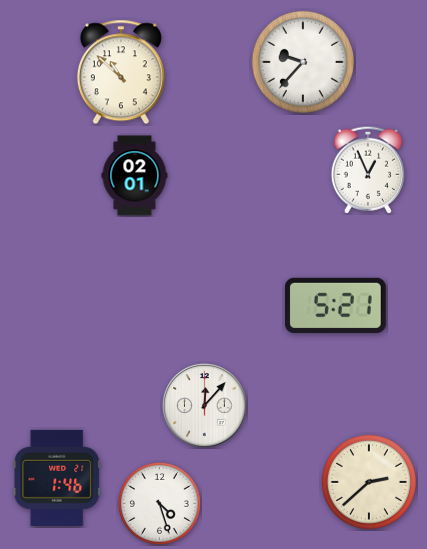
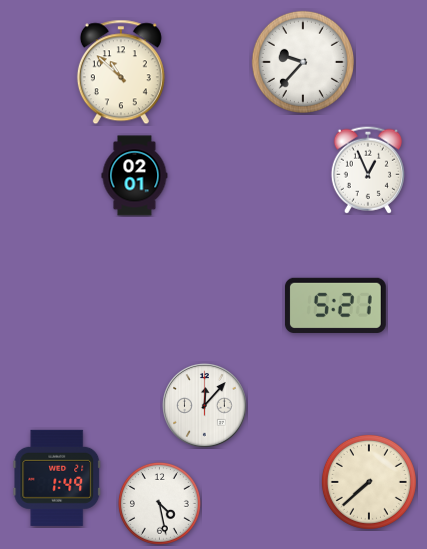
clock at (57, 478): 1:46 -> 1:49
clock at (369, 482): 2:38 -> 7:38
clock at (159, 503): 4:27 -> 4:28
